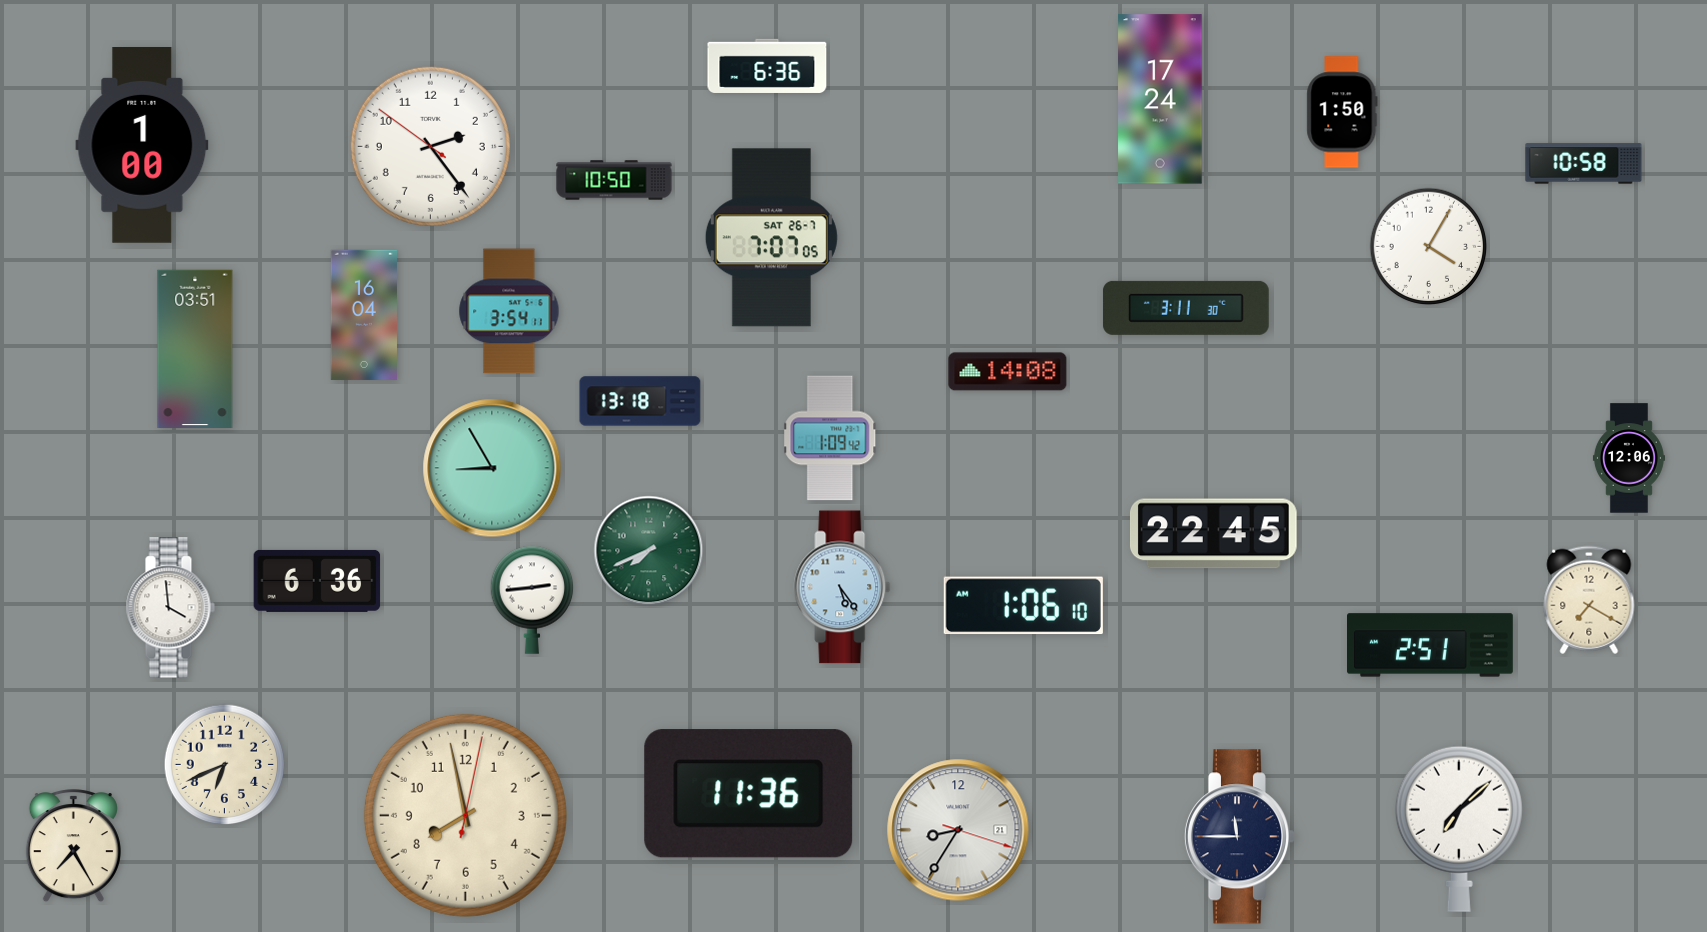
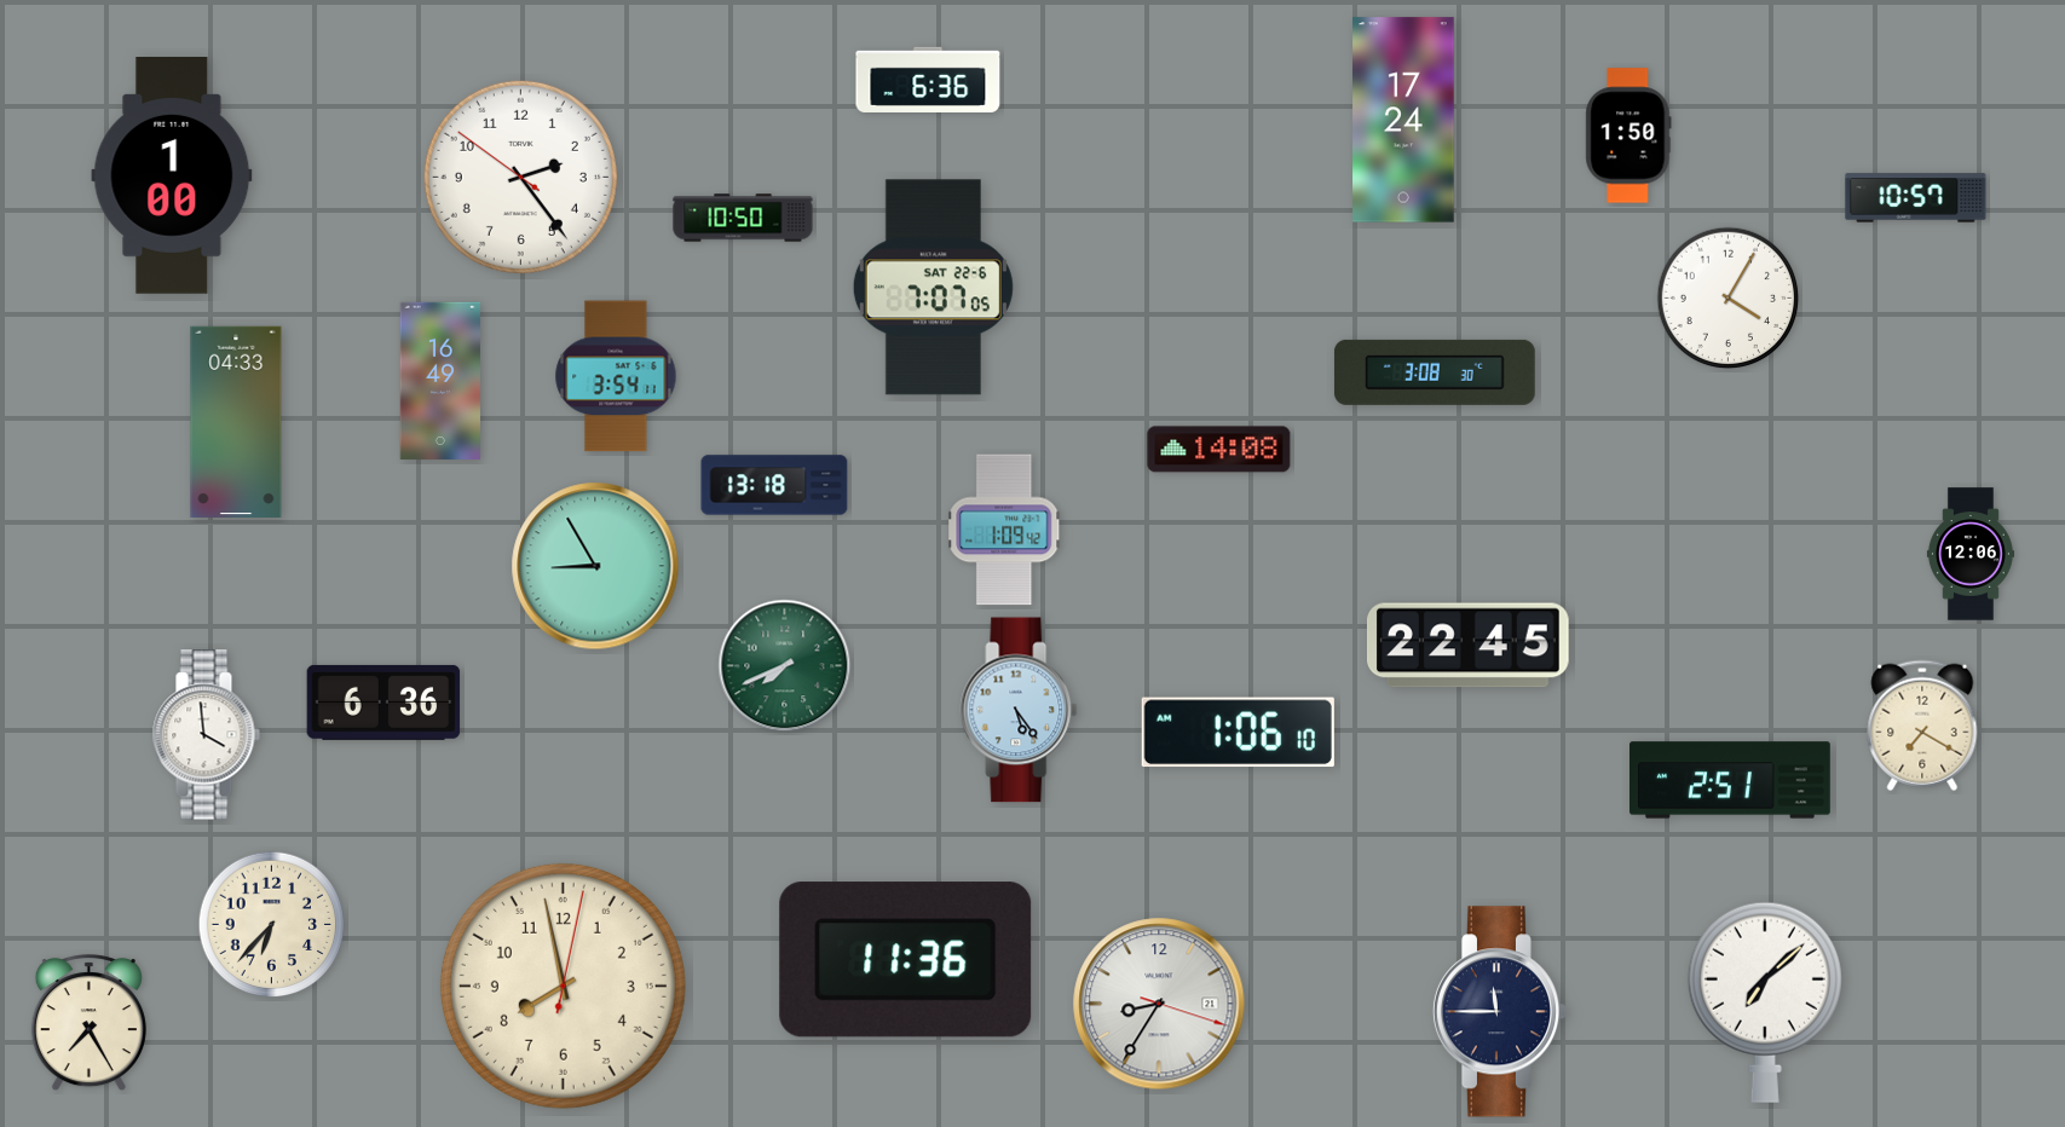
clock at (1342, 112) position: (1342, 112) -> (1628, 135)
clock at (1584, 164): 10:58 -> 10:57
clock at (771, 238) date: SAT 26-7 -> SAT 22-6
clock at (1186, 308): 3:11 -> 3:08
clock at (364, 315): 16:04 -> 16:49
clock at (195, 348): 03:51 -> 04:33
clock at (532, 600): 2:44 -> none
clock at (225, 765): 6:41 -> 6:37
